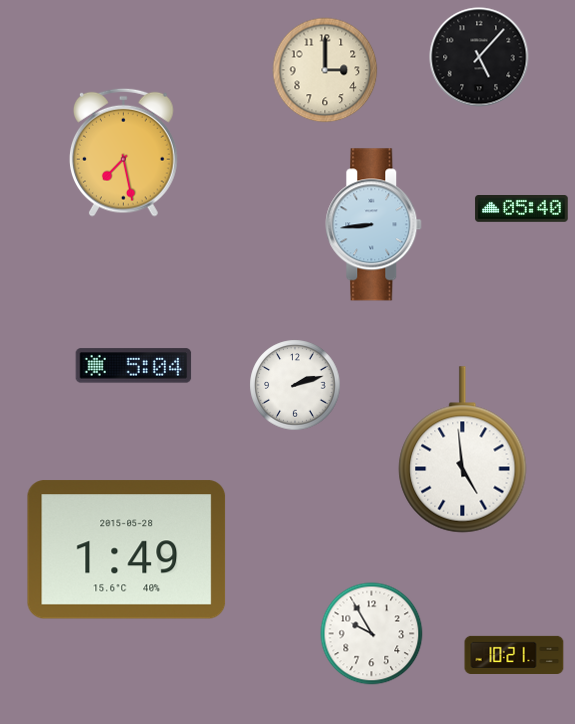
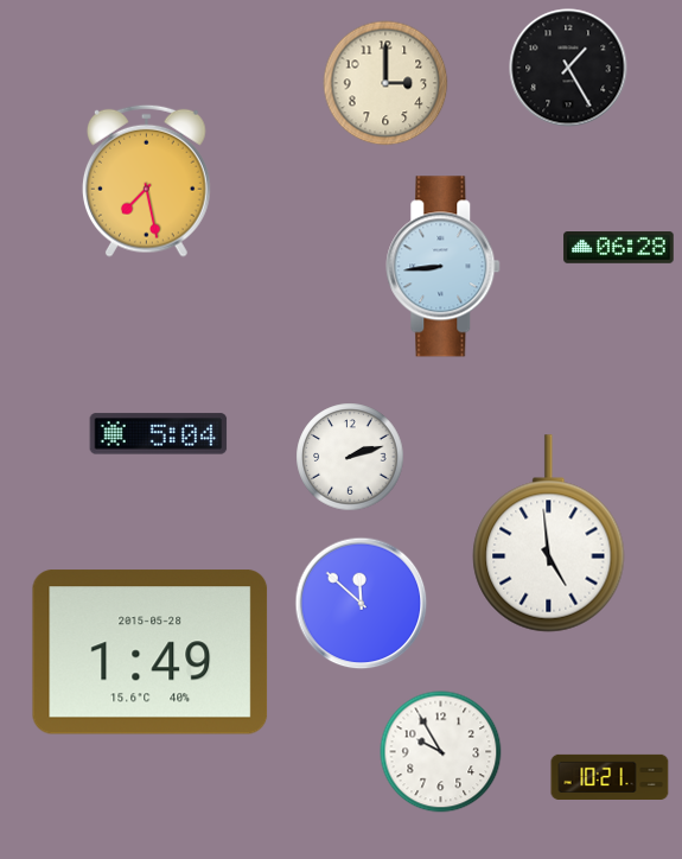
clock at (479, 57): 5:07 -> 1:25
clock at (522, 209): 05:40 -> 06:28
clock at (362, 604): none -> 11:52
